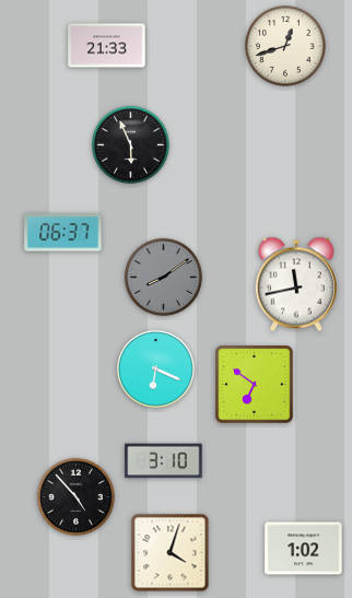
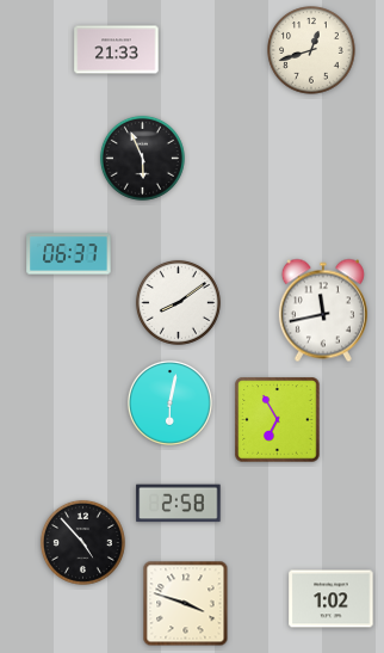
clock at (163, 277) dial: grey -> white
clock at (155, 368): 6:19 -> 6:02
clock at (255, 385): 6:51 -> 6:55
clock at (164, 461): 3:10 -> 2:58
clock at (171, 553): 4:03 -> 3:48
